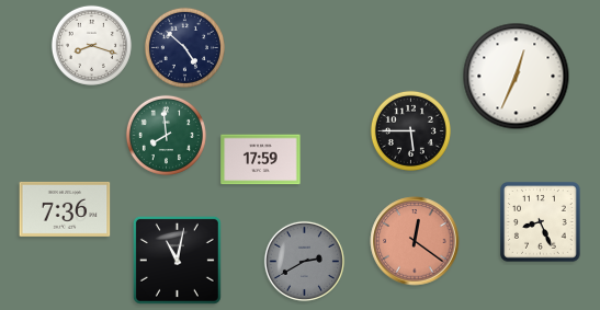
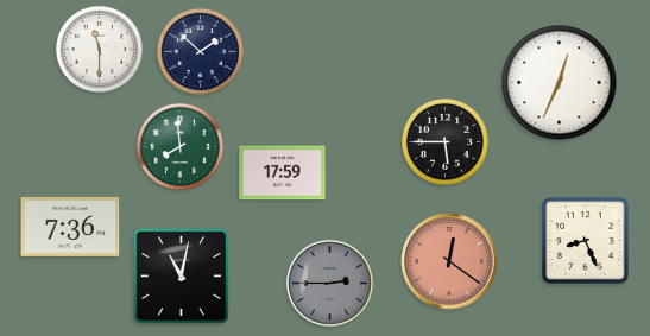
clock at (91, 45): 8:18 -> 11:30
clock at (184, 47): 4:52 -> 1:52
clock at (177, 260) position: (177, 260) -> (181, 275)
clock at (304, 261): 2:40 -> 2:45
